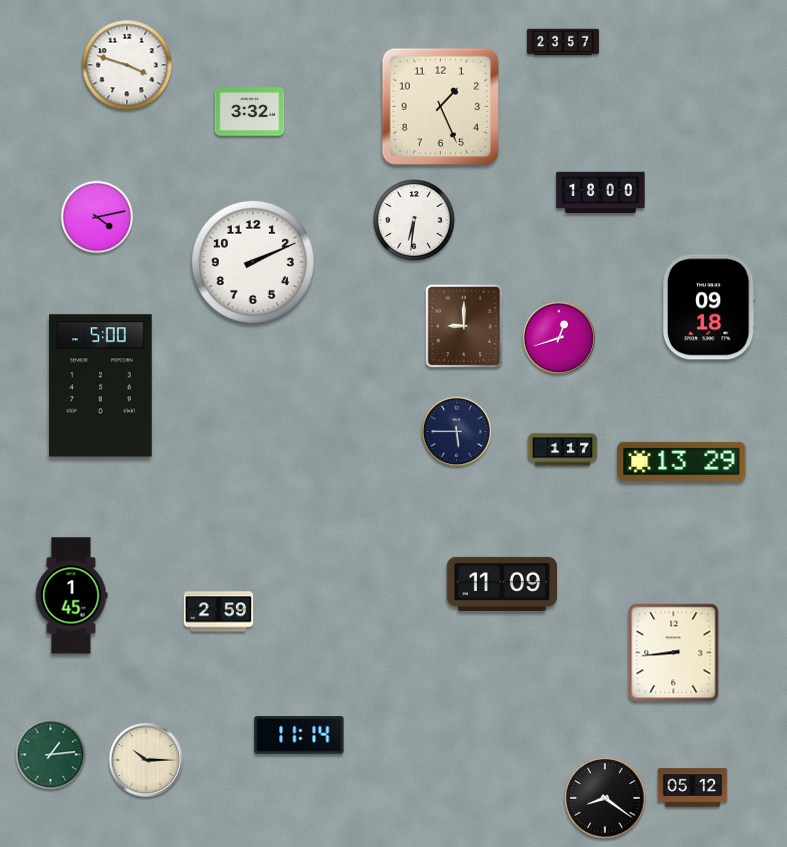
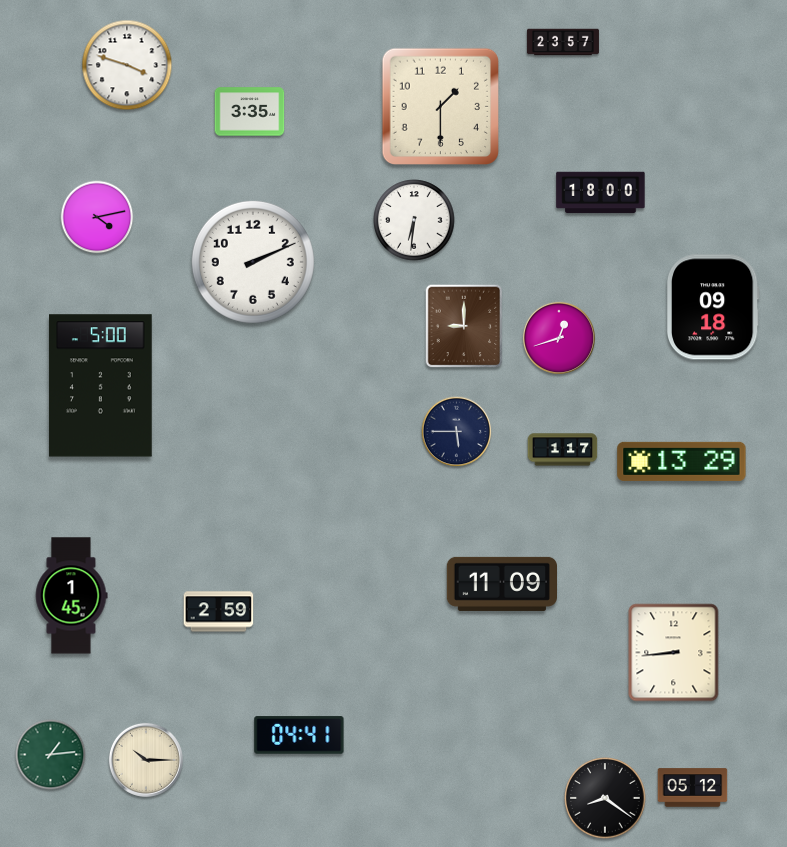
clock at (440, 106): 1:26 -> 1:30
clock at (250, 112): 3:32 -> 3:35
clock at (709, 307) position: (709, 307) -> (713, 307)
clock at (299, 735): 11:14 -> 04:41
